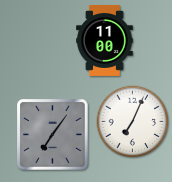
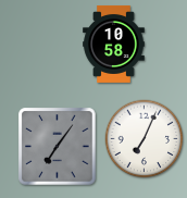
clock at (105, 40): 11:00 -> 10:58
clock at (133, 122) position: (133, 122) -> (145, 139)
